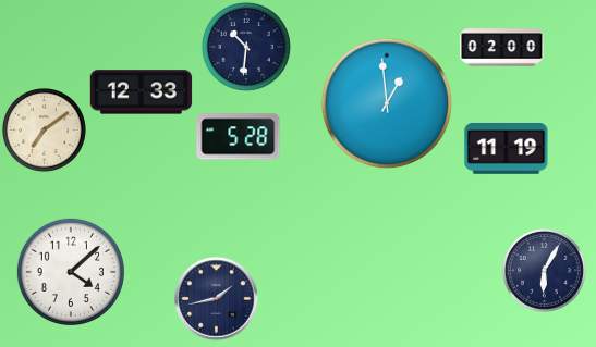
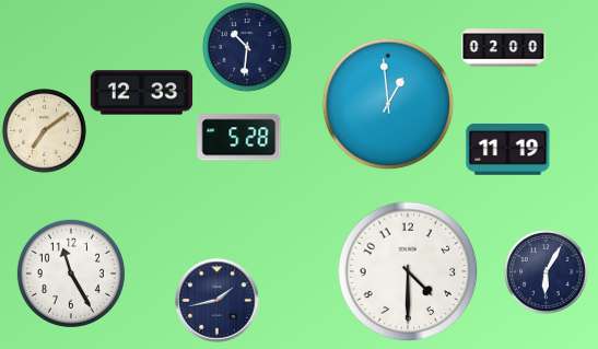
clock at (408, 271): none -> 4:30
clock at (71, 272): 4:08 -> 11:25
